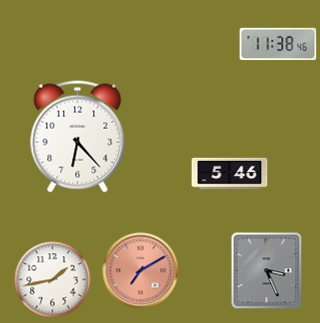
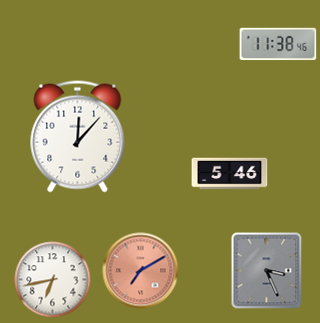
clock at (78, 137): 6:23 -> 12:07
clock at (53, 280): 1:43 -> 6:43
